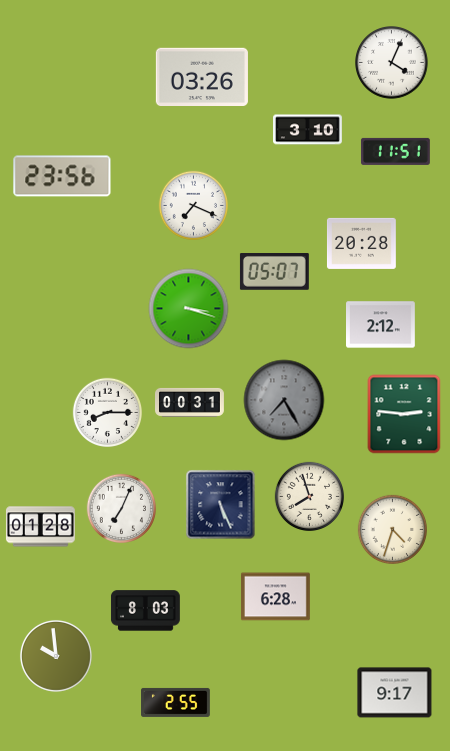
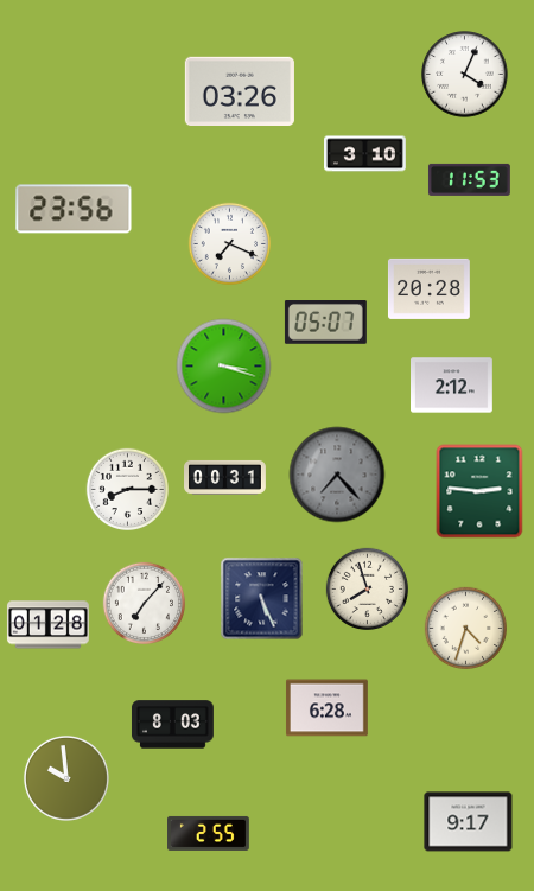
clock at (395, 151): 11:51 -> 11:53
clock at (284, 400): 7:25 -> 7:23
clock at (121, 508): 7:04 -> 7:07
